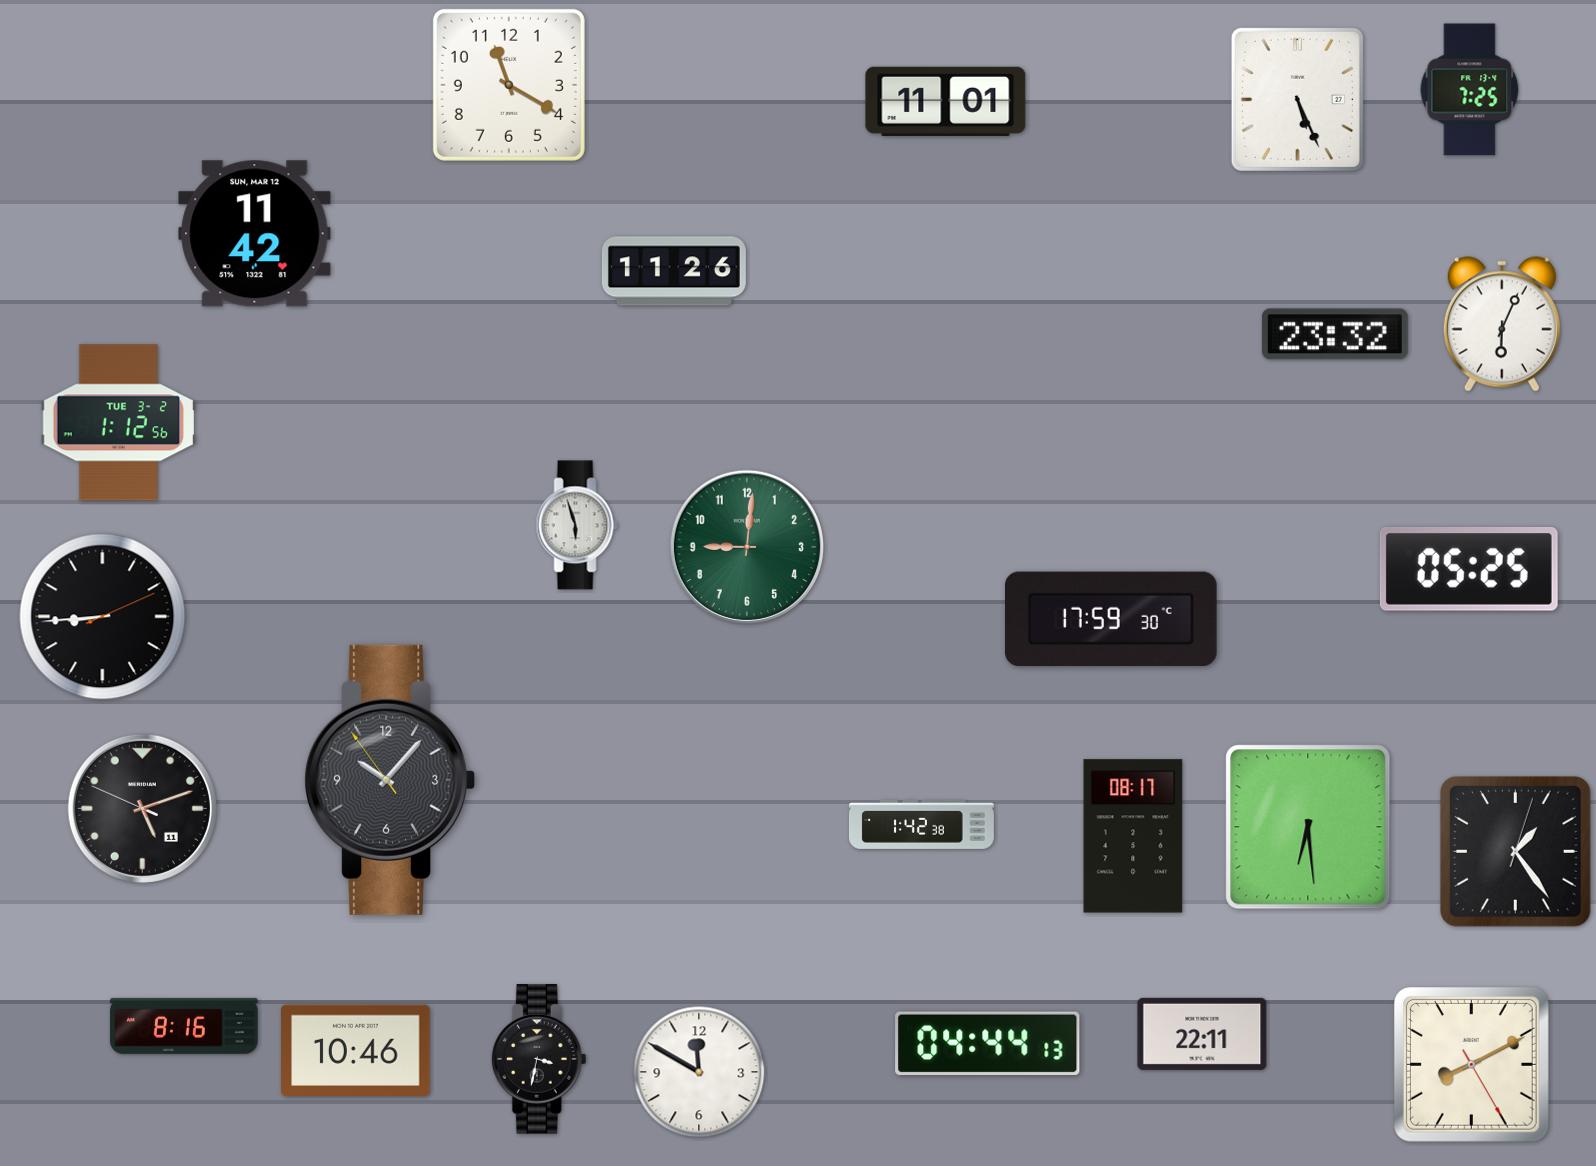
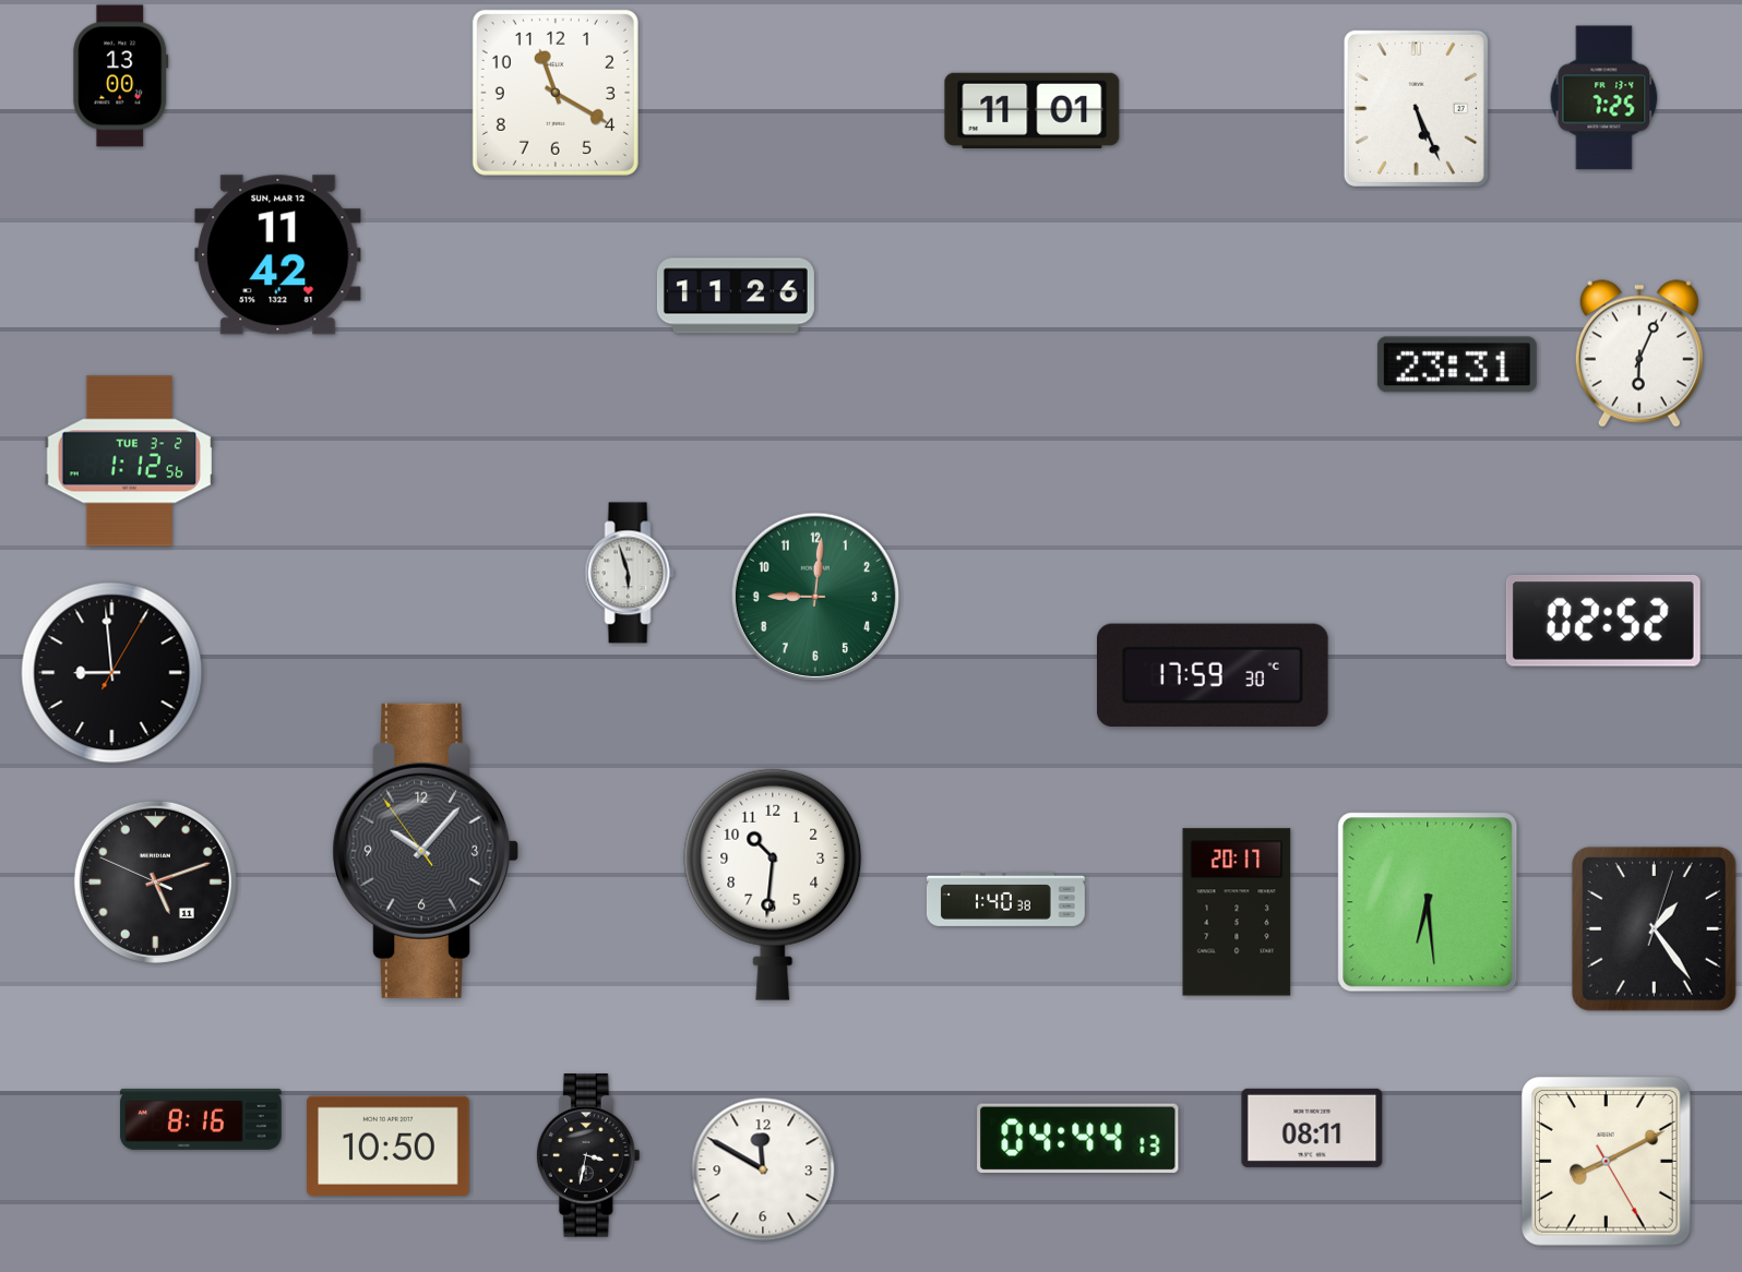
clock at (121, 76): none -> 13:00
clock at (1335, 334): 23:32 -> 23:31
clock at (1469, 570): 05:25 -> 02:52
clock at (103, 617): 8:44 -> 8:59
clock at (773, 885): none -> 10:31
clock at (921, 824): 1:42 -> 1:40
clock at (1133, 836): 08:17 -> 20:17
clock at (1202, 1034): 22:11 -> 08:11
clock at (356, 1050): 10:46 -> 10:50
